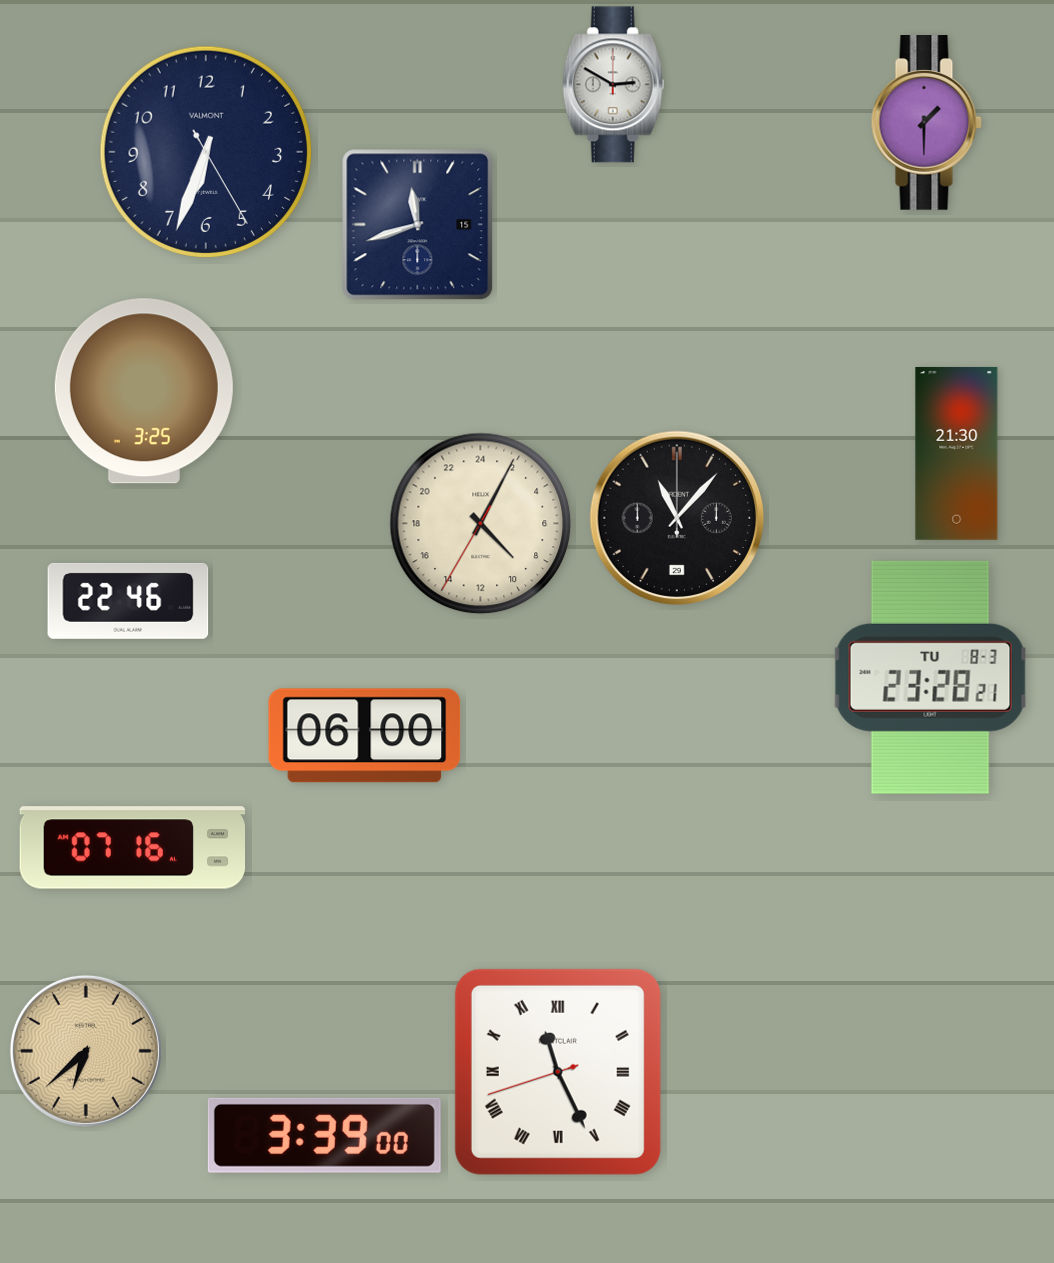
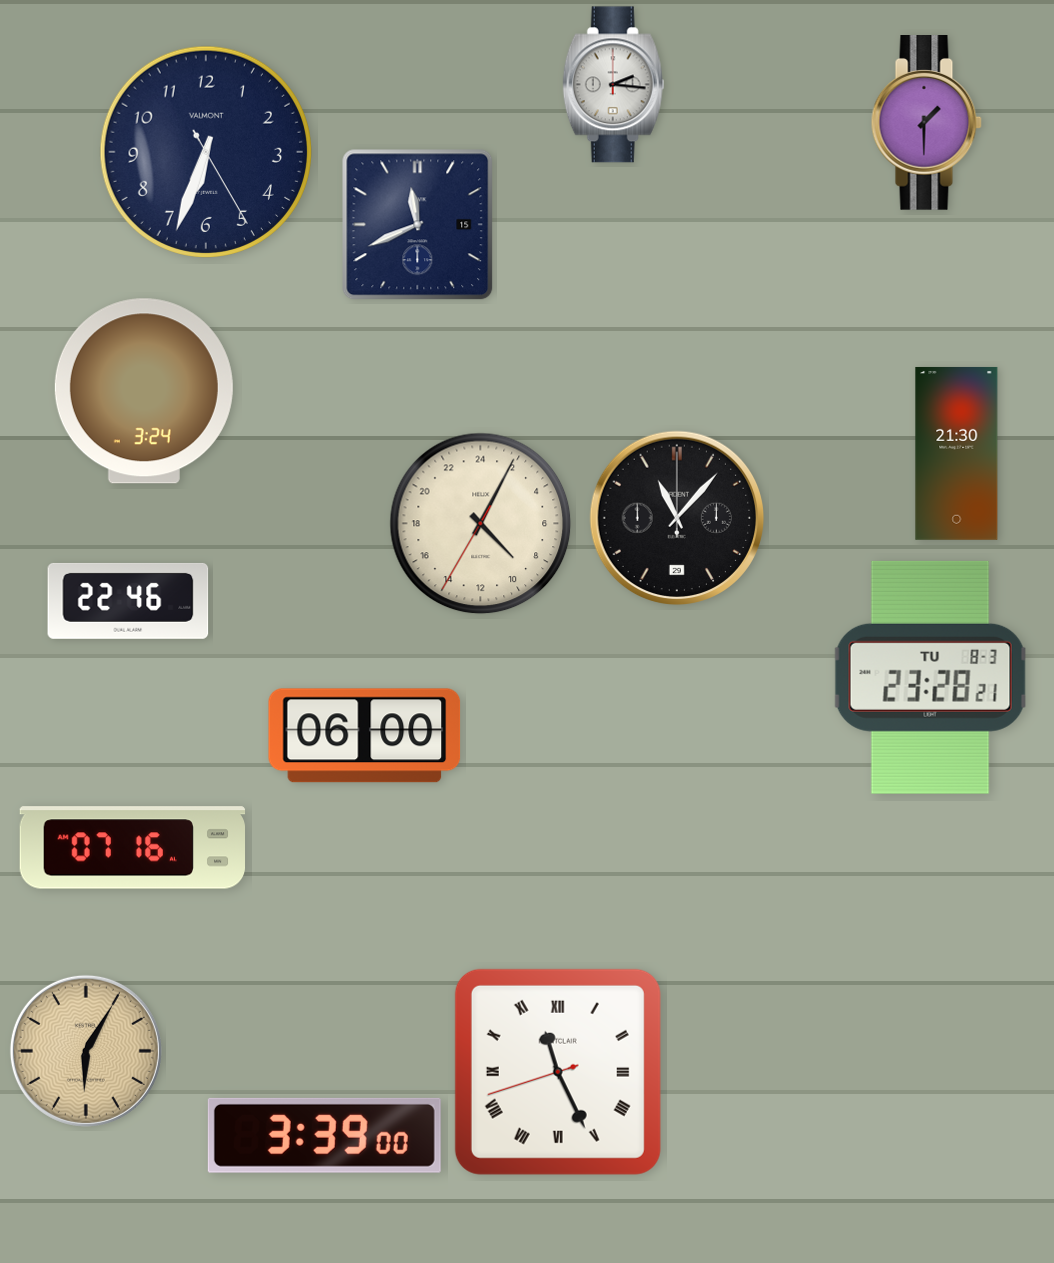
clock at (614, 85): 2:50 -> 2:16
clock at (418, 225): 11:42 -> 11:41
clock at (144, 391): 3:25 -> 3:24
clock at (86, 1051): 6:38 -> 6:05
